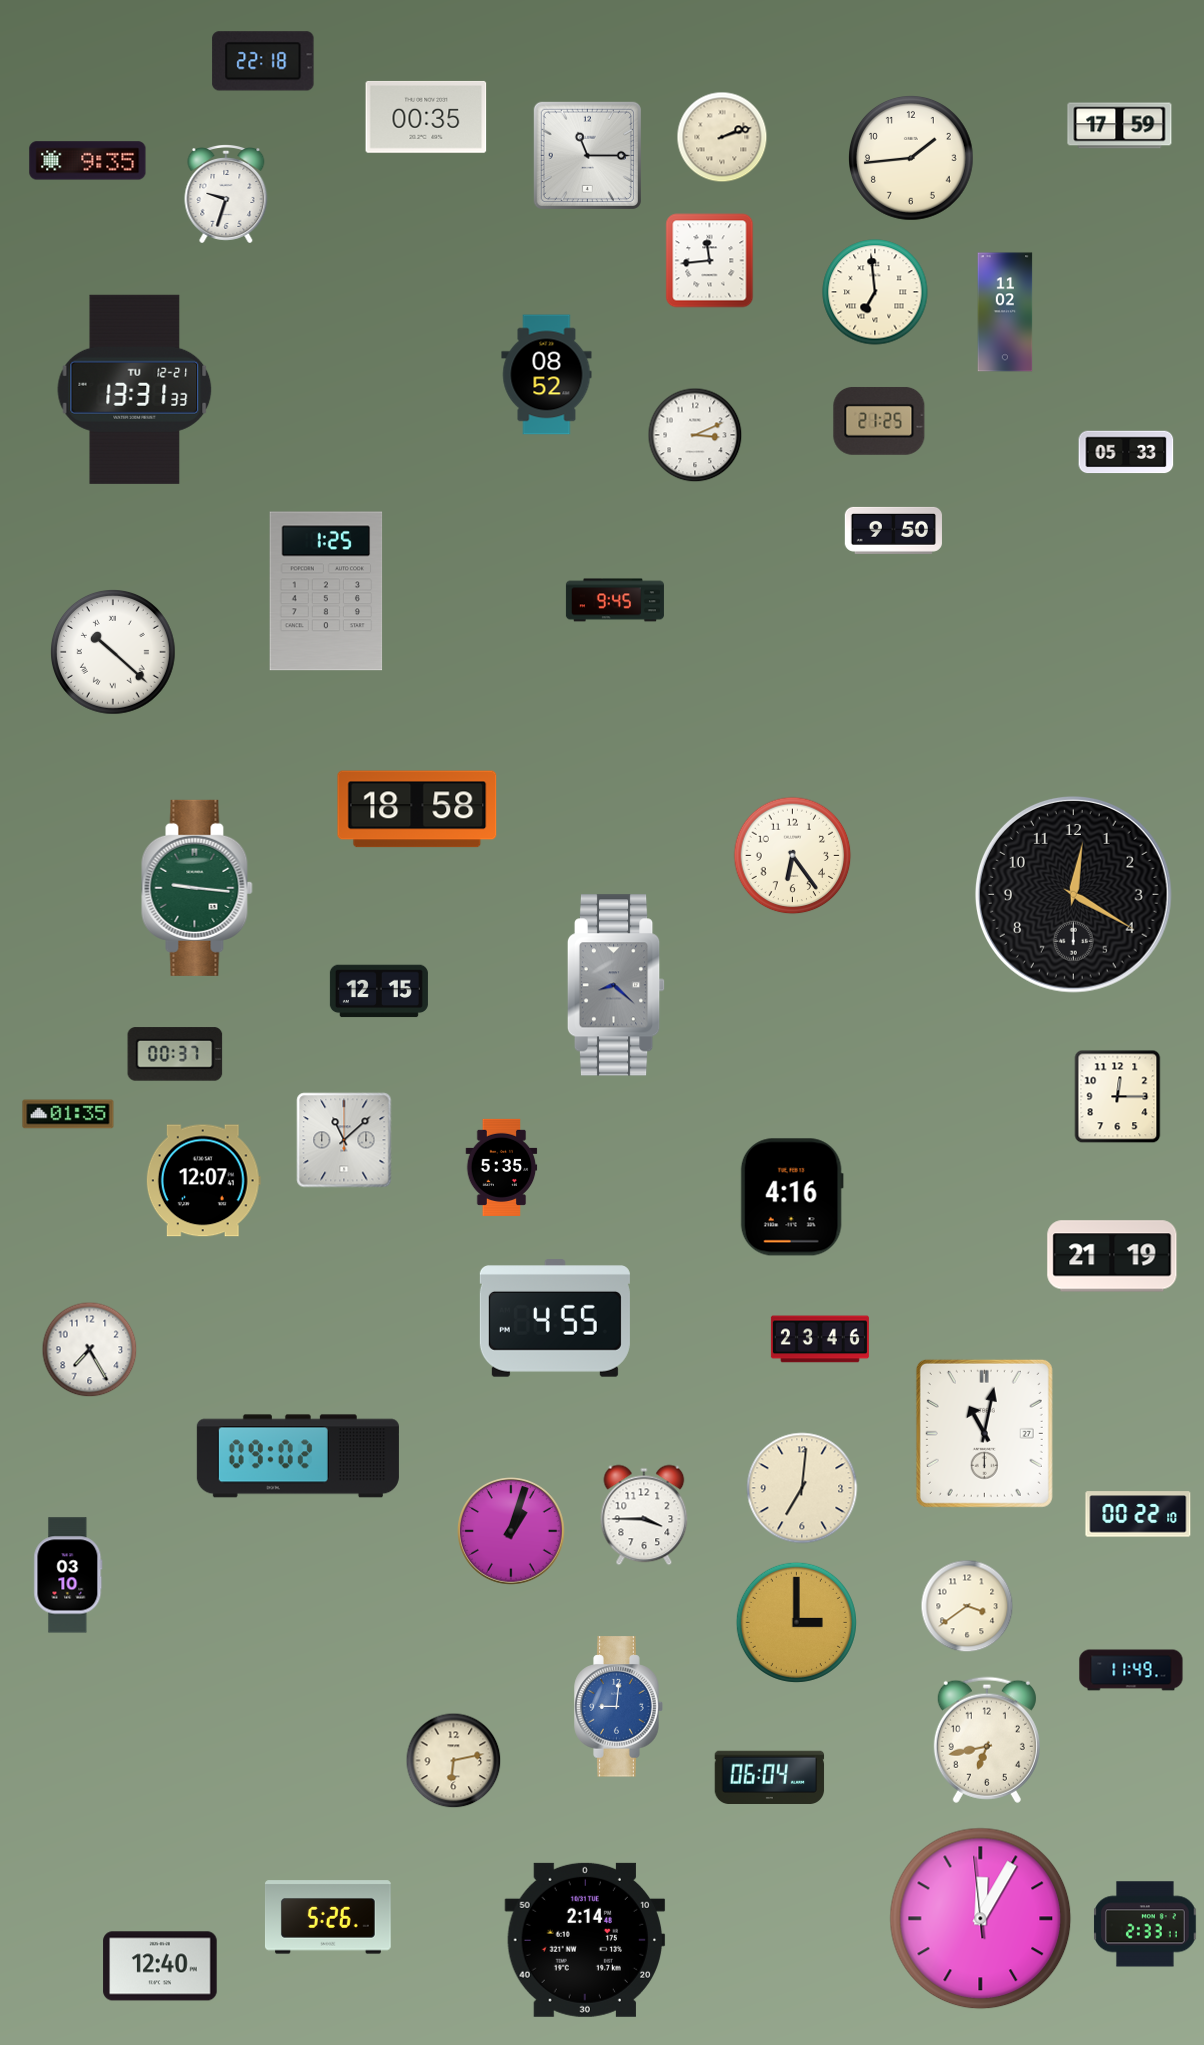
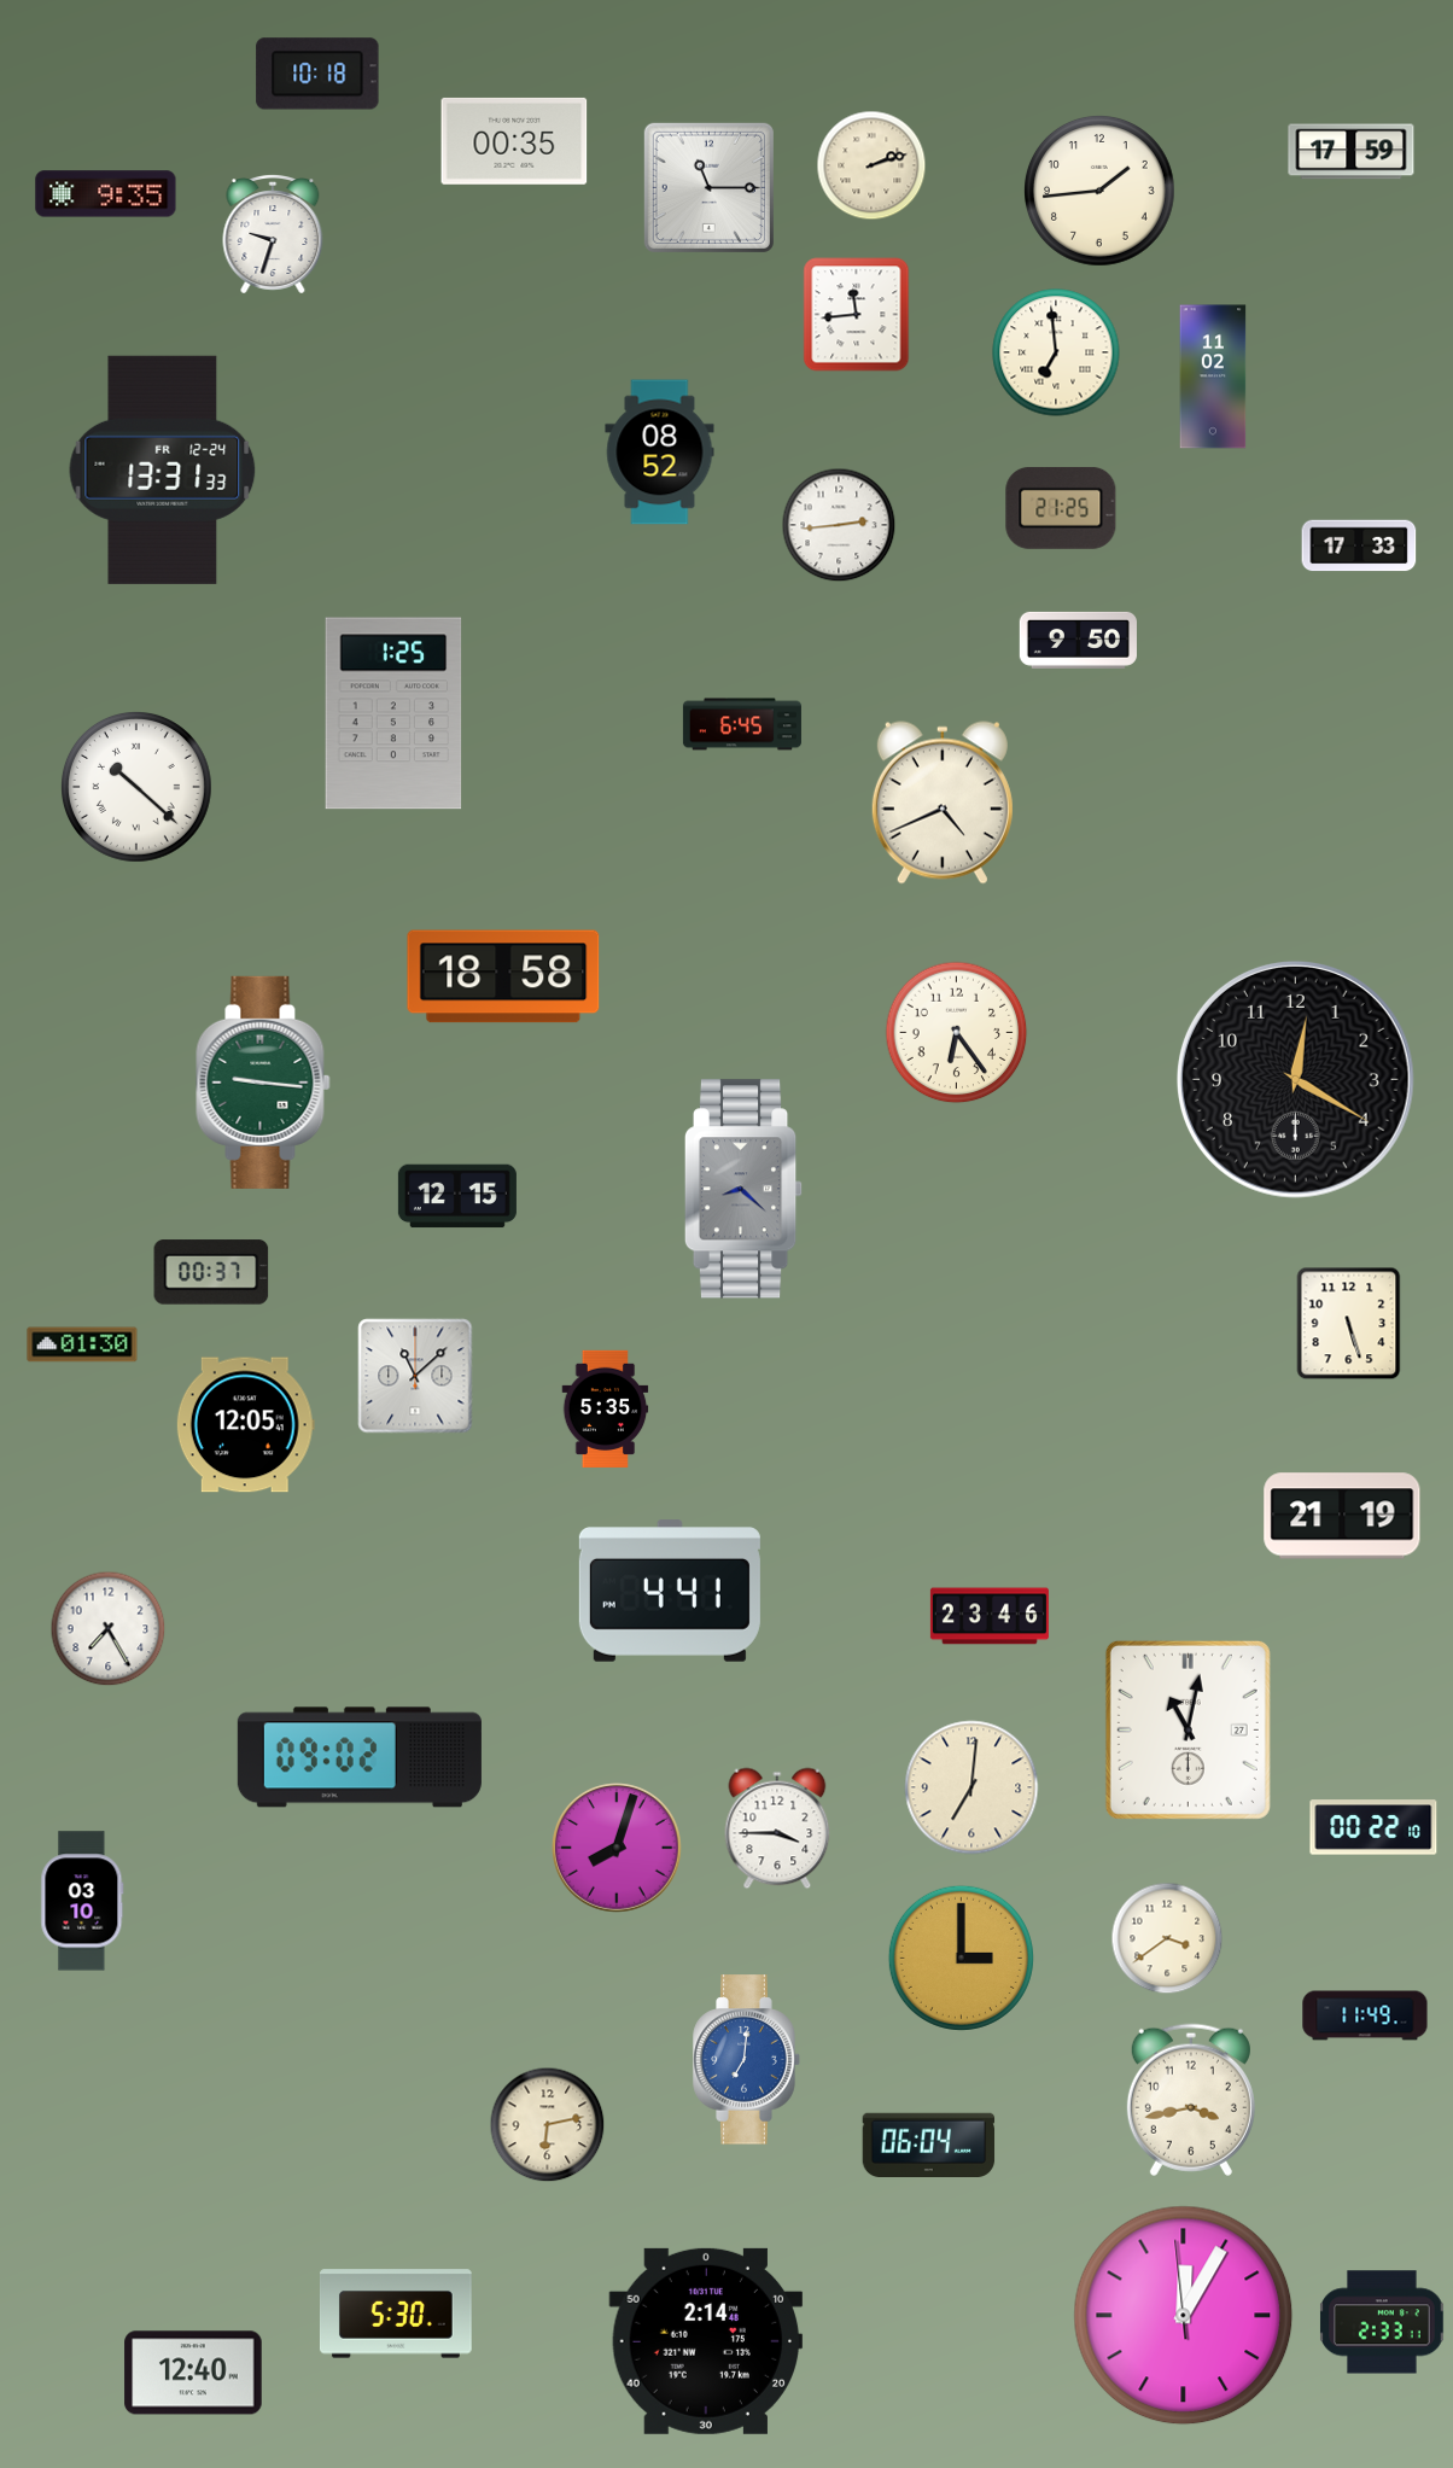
clock at (263, 61): 22:18 -> 10:18
clock at (135, 389) date: TU 12-21 -> FR 12-24
clock at (695, 435): 3:11 -> 2:44
clock at (1126, 452): 05:33 -> 17:33
clock at (615, 600): 9:45 -> 6:45
clock at (943, 803): none -> 4:41
clock at (197, 888) position: (197, 888) -> (263, 1083)
clock at (1118, 1097): 12:15 -> 5:27
clock at (68, 1114): 01:35 -> 01:30
clock at (203, 1181): 12:07 -> 12:05
clock at (792, 1197): 4:16 -> none
clock at (555, 1318): 4:55 -> 4:41
clock at (802, 1488) position: (802, 1488) -> (971, 1787)
clock at (512, 1532): 1:03 -> 8:03
clock at (619, 1707): 9:01 -> 7:01
clock at (987, 1740): 6:43 -> 3:43
clock at (328, 1917): 5:26 -> 5:30
